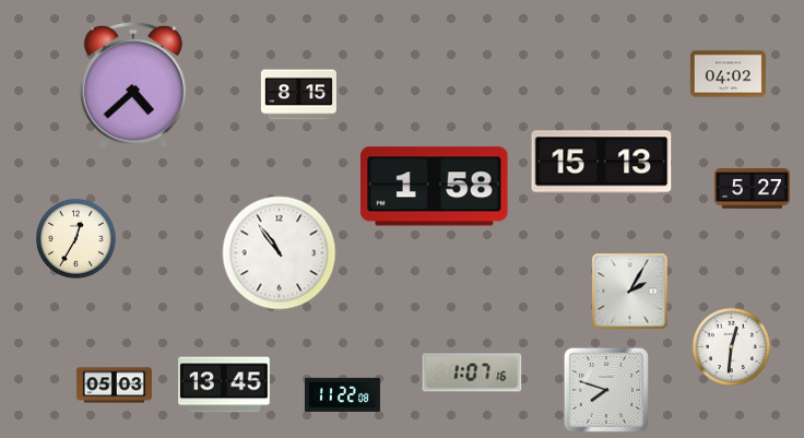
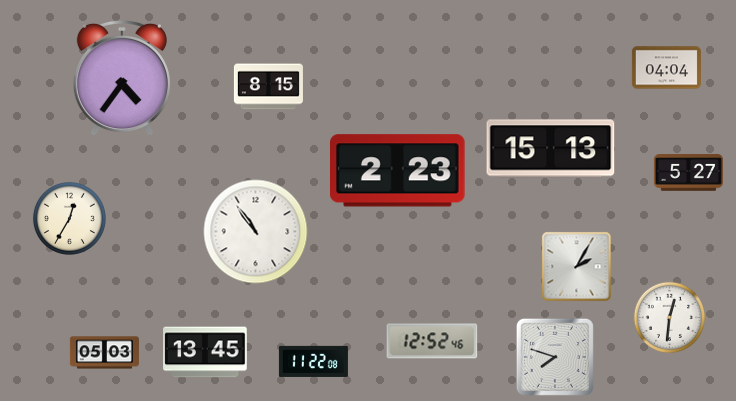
clock at (728, 74): 04:02 -> 04:04
clock at (133, 85): 4:38 -> 4:36
clock at (298, 95) position: (298, 95) -> (268, 87)
clock at (435, 187): 1:58 -> 2:23
clock at (472, 372): 1:07 -> 12:52
